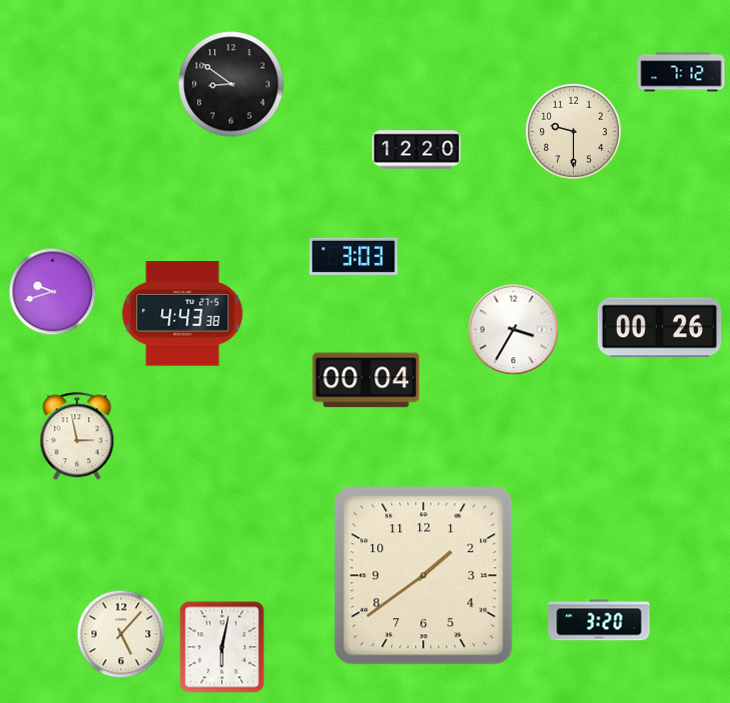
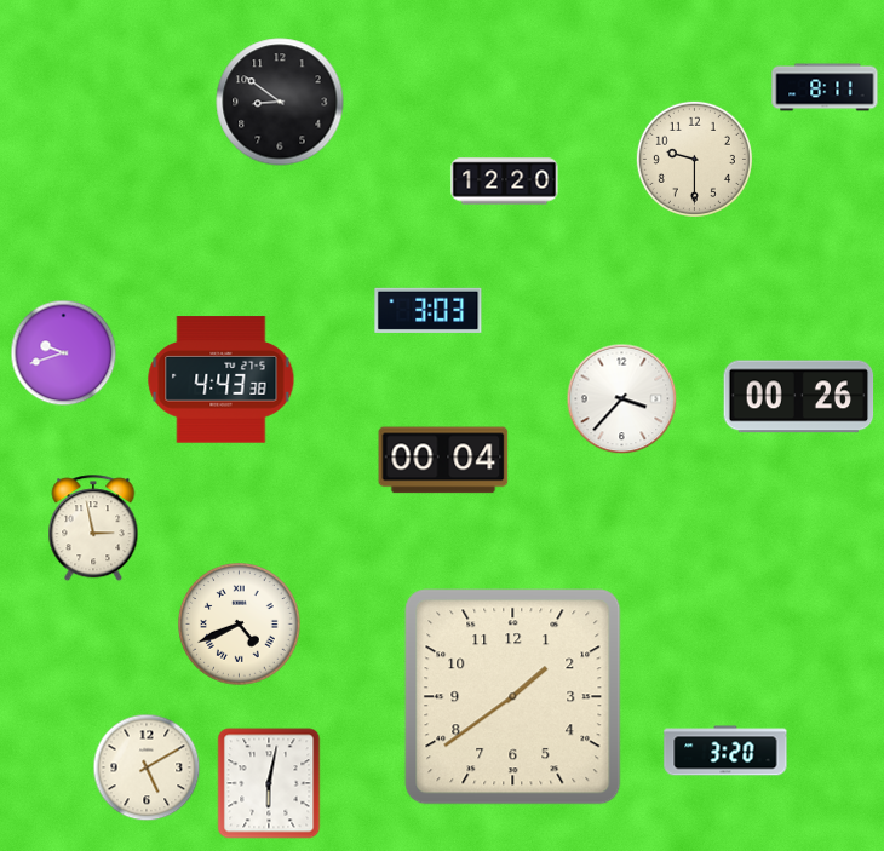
clock at (681, 72): 7:12 -> 8:11
clock at (514, 330): 3:35 -> 3:37
clock at (240, 625): none -> 4:41
clock at (121, 634): 5:07 -> 5:10
